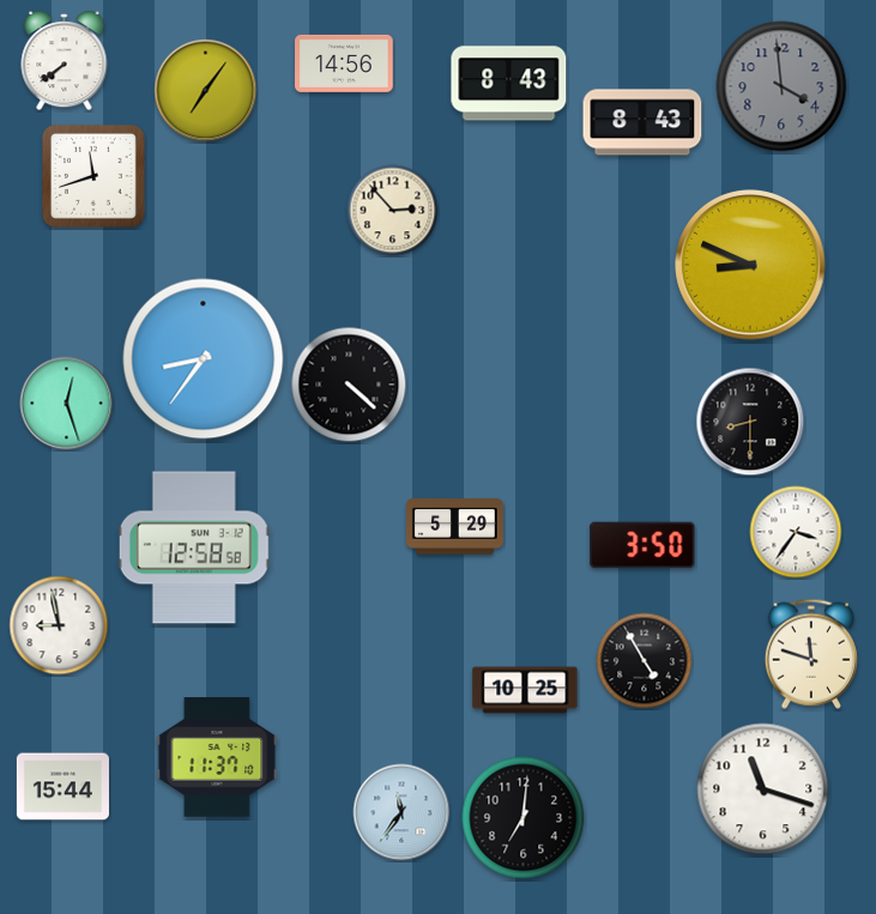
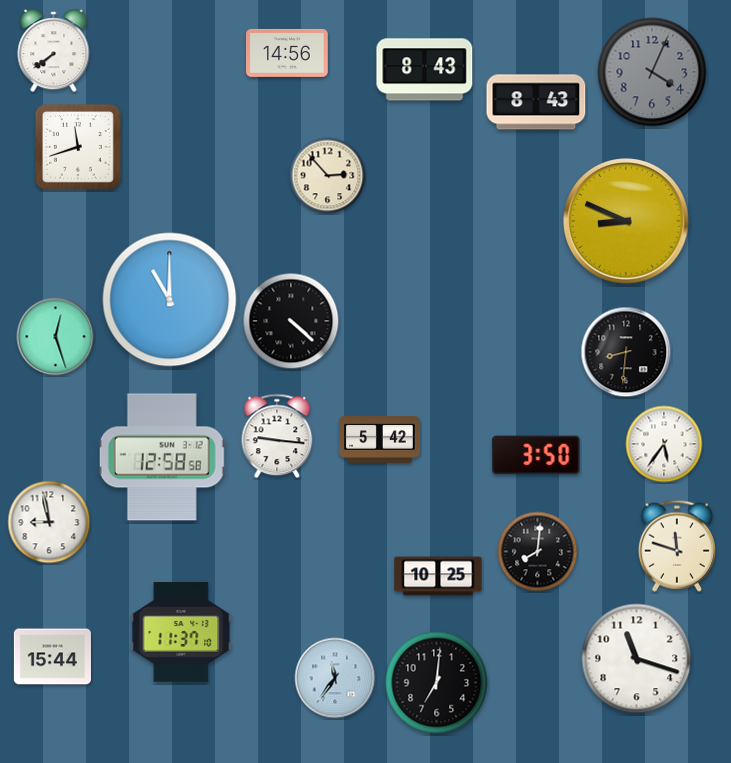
clock at (781, 86): 3:59 -> 4:04
clock at (206, 91): 7:06 -> none
clock at (204, 359): 8:36 -> 11:00
clock at (750, 422): 8:30 -> 8:31
clock at (277, 436): none -> 9:16
clock at (455, 527): 5:29 -> 5:42
clock at (796, 532): 3:36 -> 5:36
clock at (645, 661): 4:55 -> 8:01
